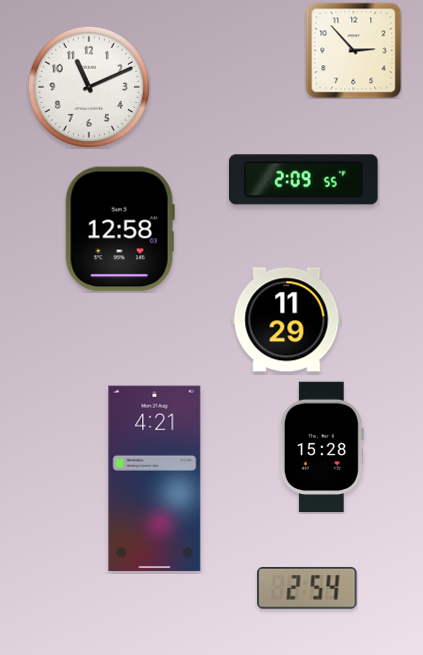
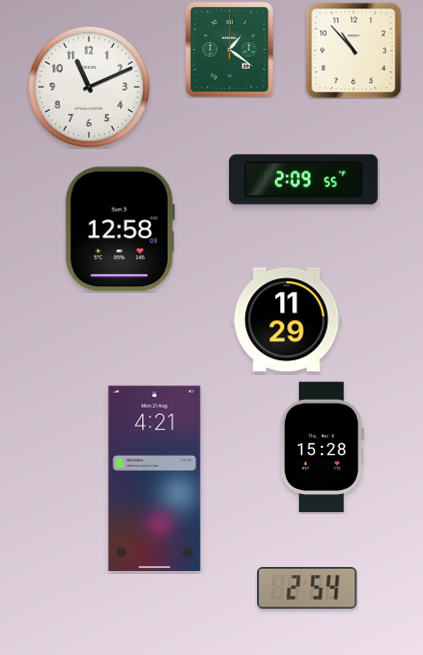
clock at (229, 50): none -> 1:21
clock at (353, 50): 2:53 -> 10:53
